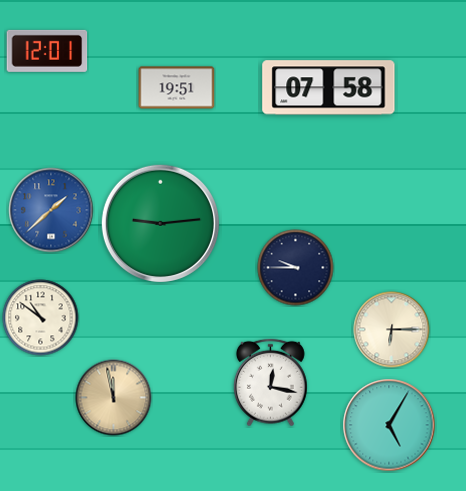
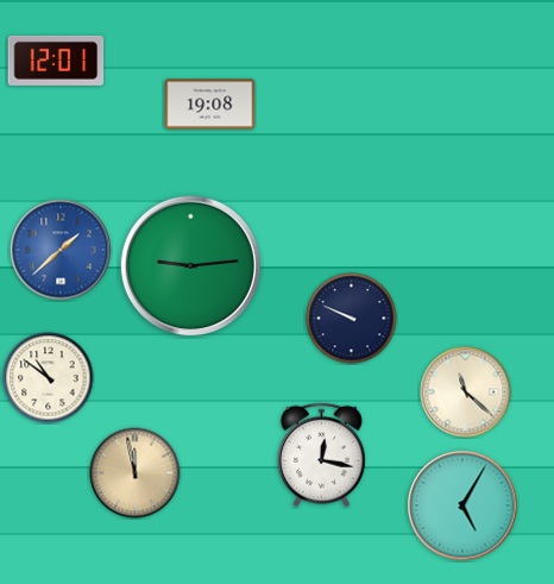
clock at (177, 88): 19:51 -> 19:08
clock at (329, 88): 07:58 -> none
clock at (296, 268): 9:45 -> 9:49
clock at (392, 330): 6:15 -> 11:22
